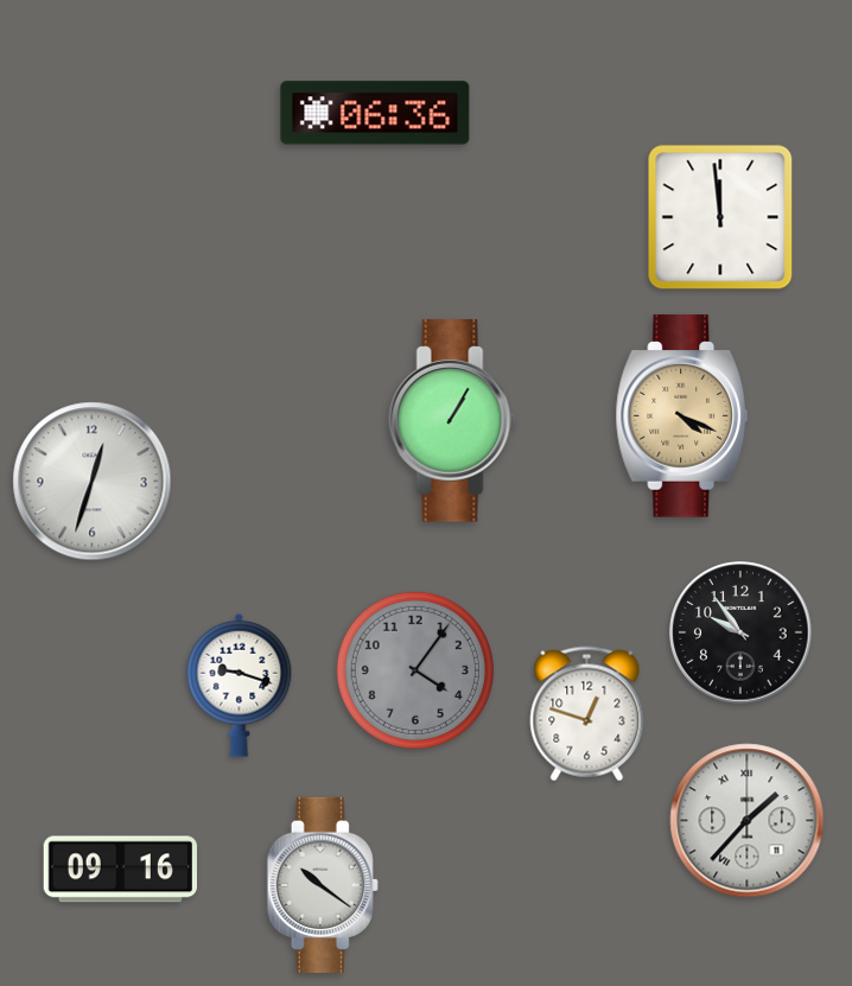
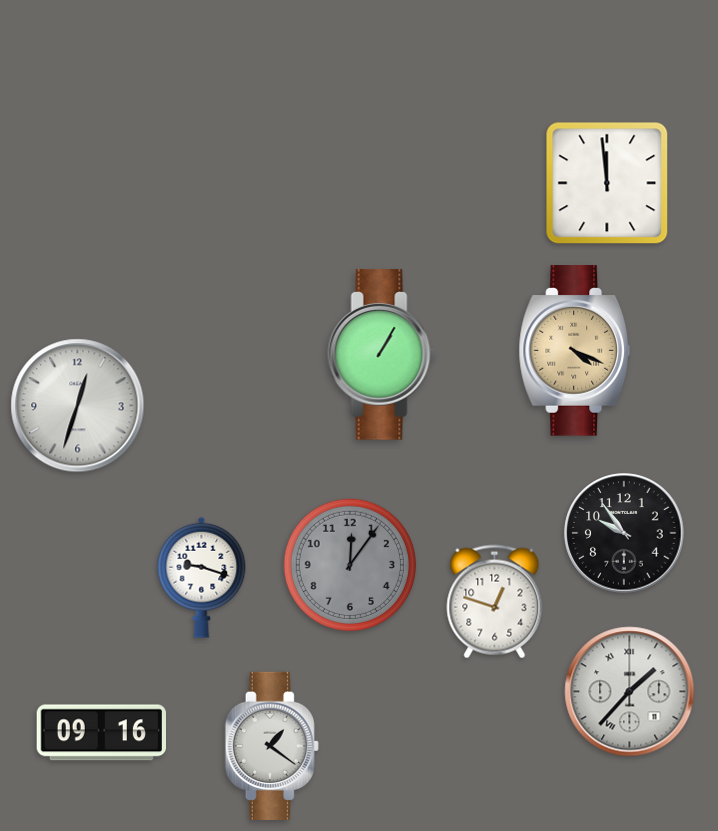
clock at (375, 113): 06:36 -> none
clock at (415, 670): 4:06 -> 12:06
clock at (323, 885): 10:21 -> 1:21
